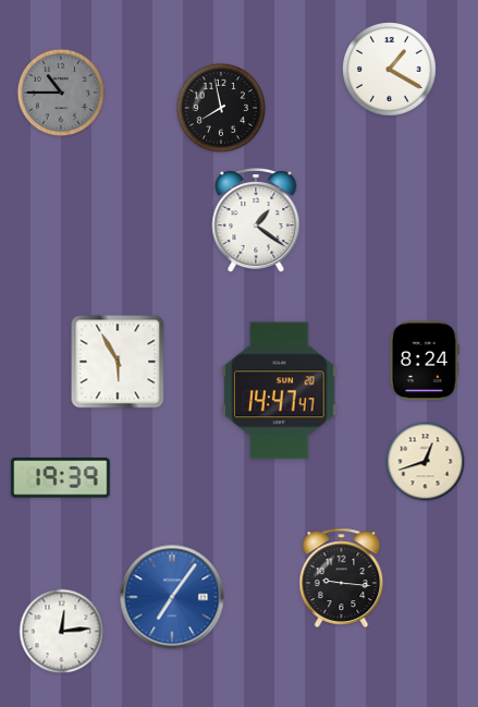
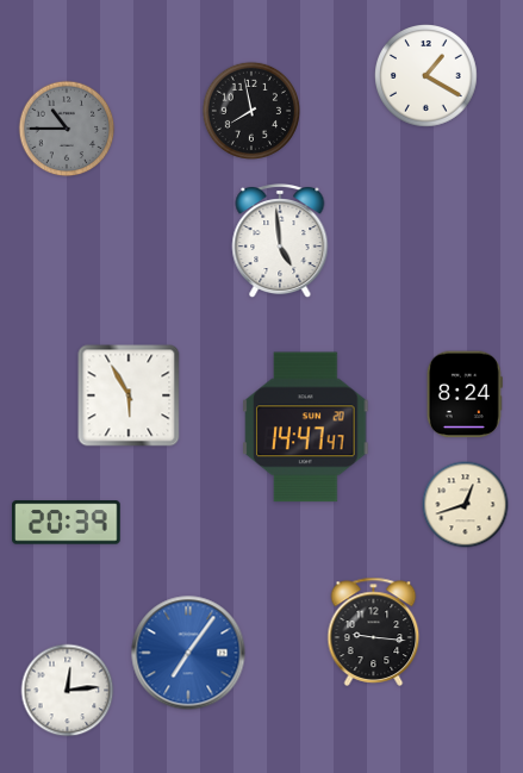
clock at (61, 93) position: (61, 93) -> (67, 129)
clock at (220, 107) position: (220, 107) -> (250, 110)
clock at (256, 221): 1:21 -> 4:59
clock at (61, 478): 19:39 -> 20:39
